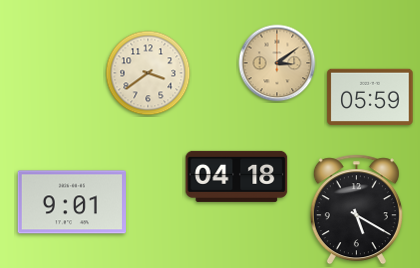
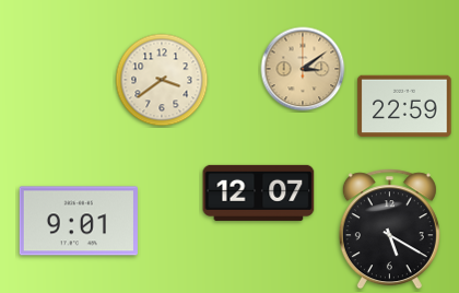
clock at (370, 97): 05:59 -> 22:59
clock at (237, 176): 04:18 -> 12:07
